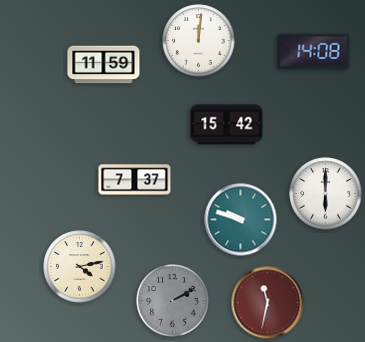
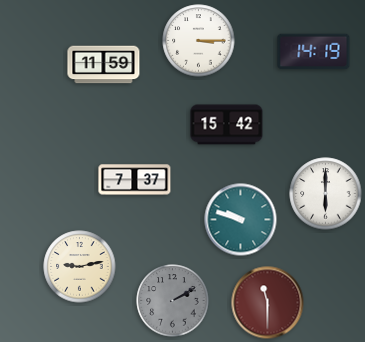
clock at (199, 41): 12:01 -> 3:15
clock at (314, 52): 14:08 -> 14:19
clock at (80, 267): 4:13 -> 9:13
clock at (268, 303): 11:32 -> 11:30
